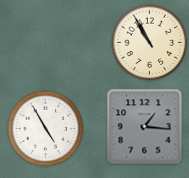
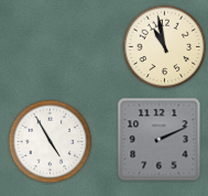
clock at (150, 43): 10:55 -> 10:58
clock at (145, 127): 1:16 -> 2:11
